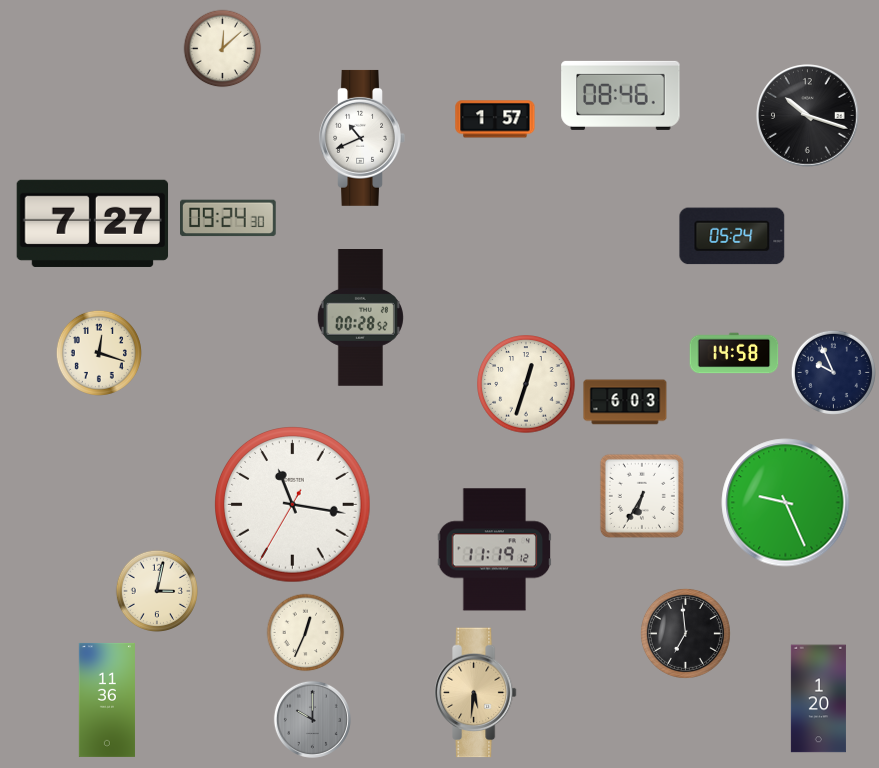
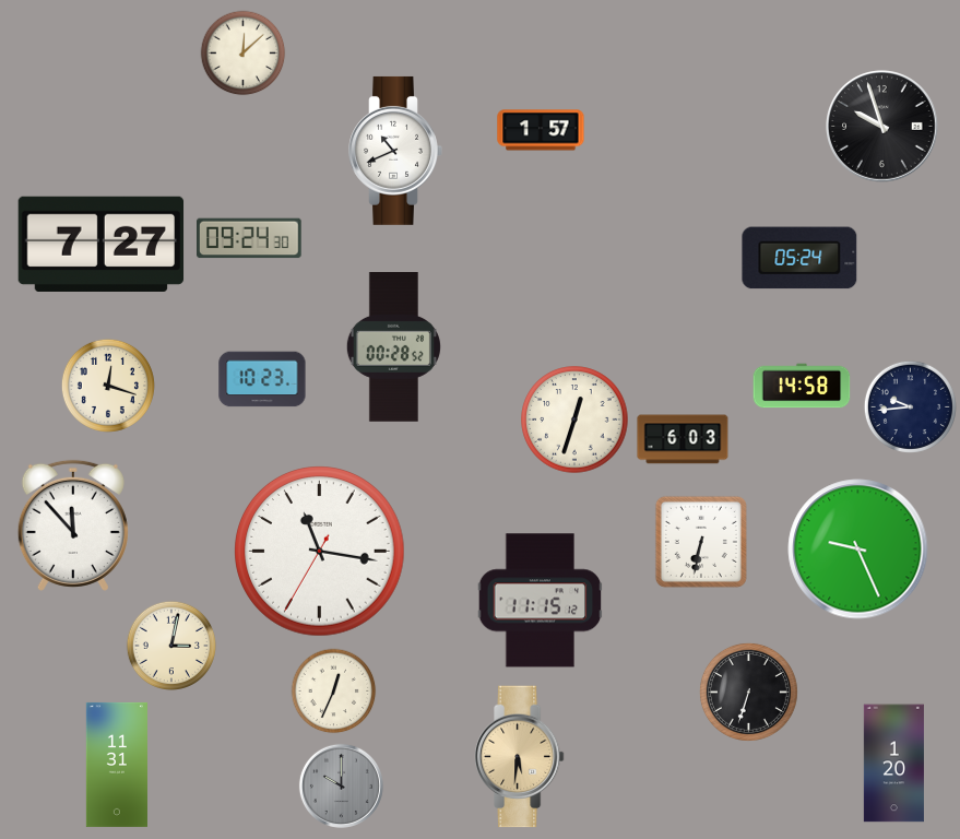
clock at (621, 95): 08:46 -> none
clock at (808, 116): 10:18 -> 9:57
clock at (262, 379): none -> 10:23
clock at (833, 372): 9:56 -> 9:44
clock at (73, 525): none -> 11:53
clock at (642, 496): 6:35 -> 6:32
clock at (495, 550): 11:19 -> 11:15
clock at (685, 633): 6:59 -> 6:33
clock at (107, 700): 11:36 -> 11:31
